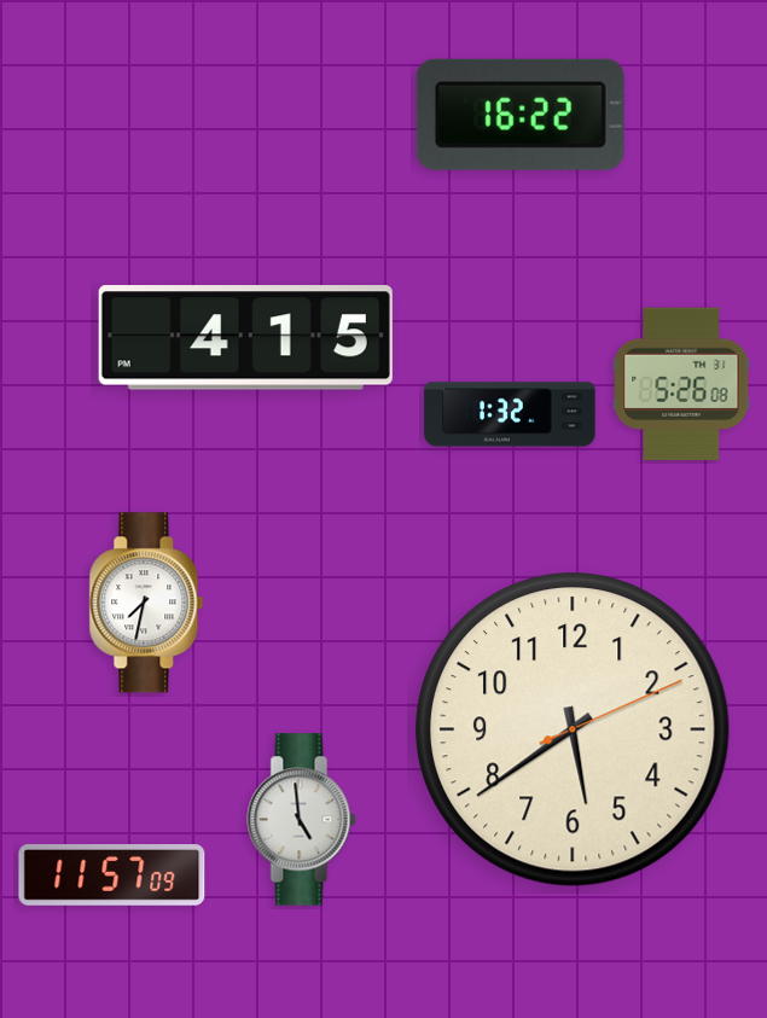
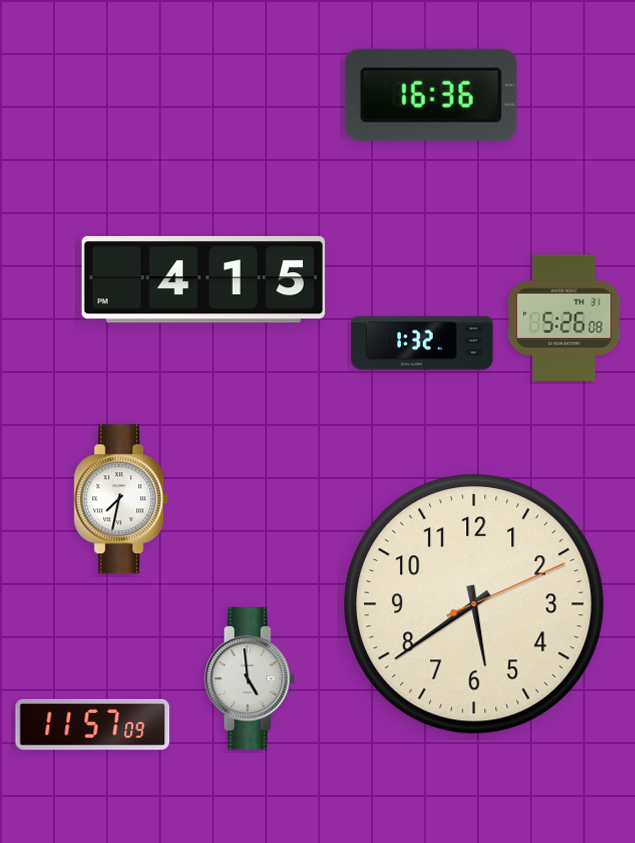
clock at (521, 115): 16:22 -> 16:36
